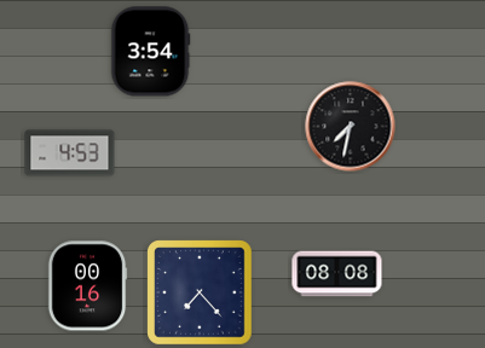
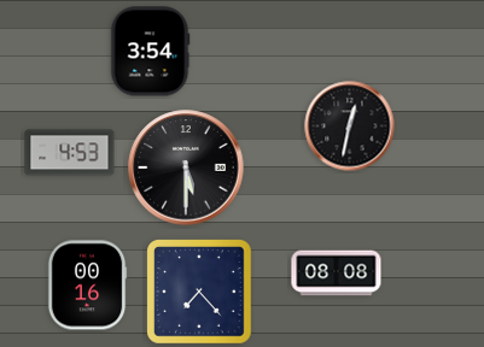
clock at (351, 127): 7:32 -> 12:32
clock at (186, 167): none -> 5:30
